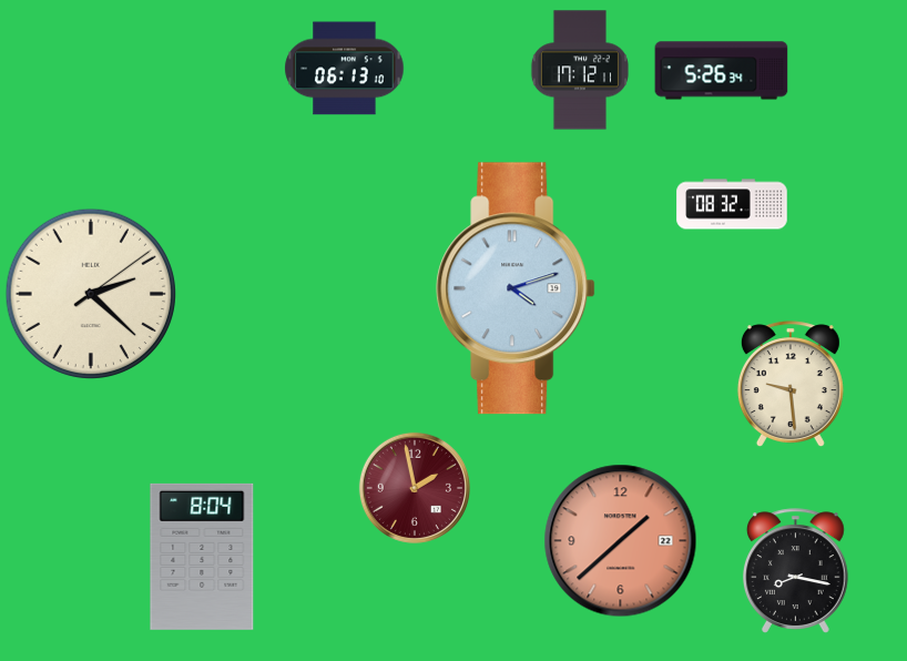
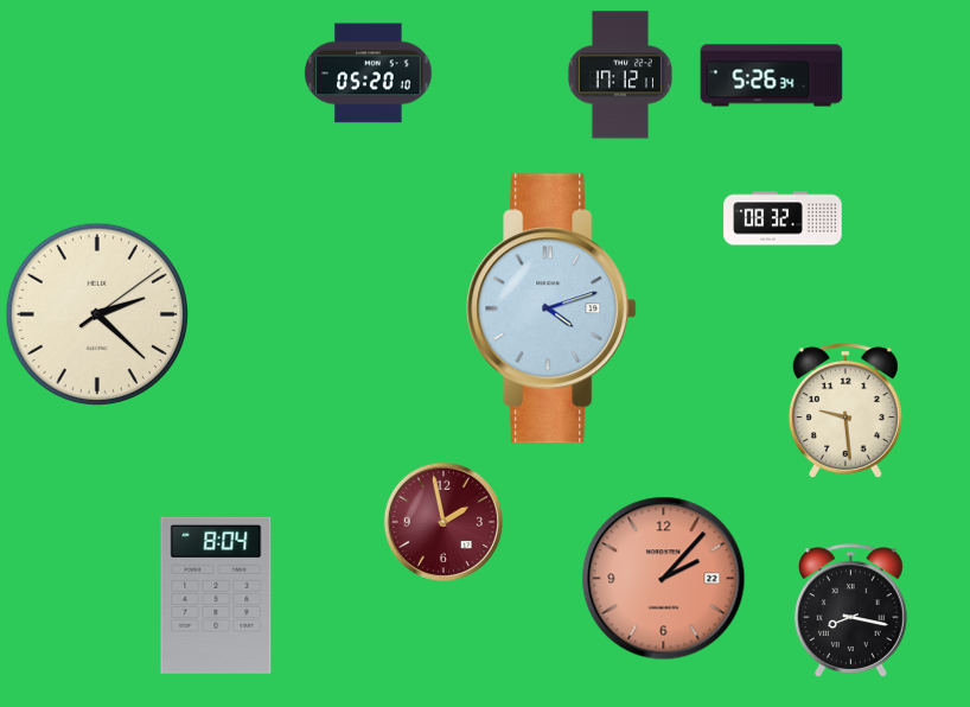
clock at (345, 69): 06:13 -> 05:20
clock at (621, 541): 1:38 -> 2:07
